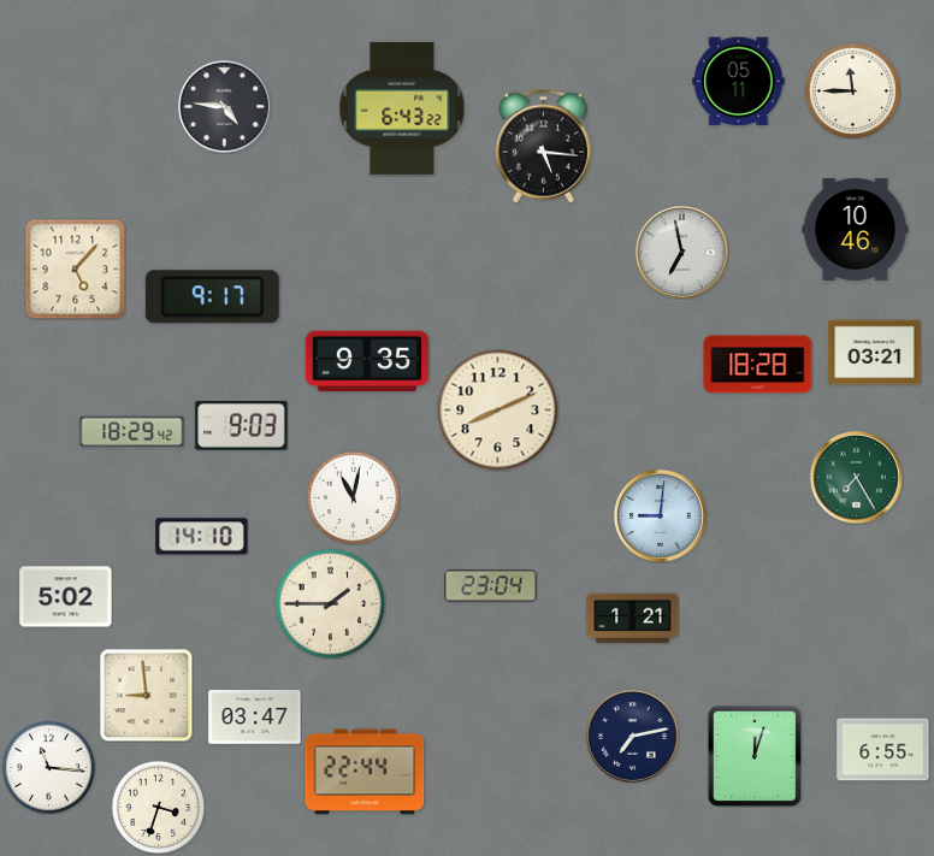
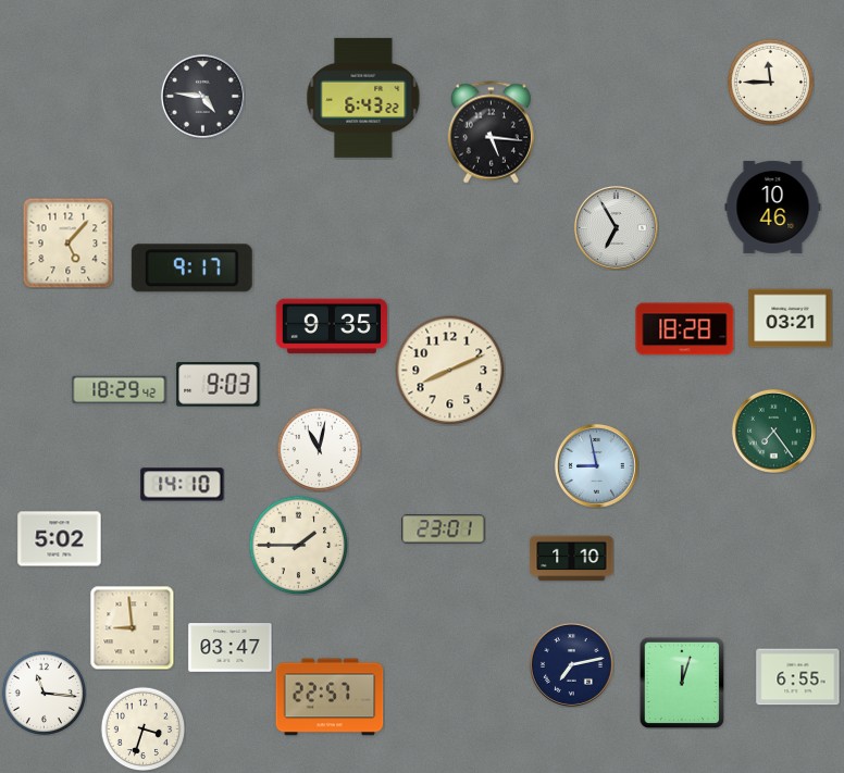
clock at (739, 82): 05:11 -> none
clock at (681, 252): 6:58 -> 6:55
clock at (856, 477): 7:25 -> 7:24
clock at (660, 515): 9:01 -> 8:58
clock at (491, 586): 23:04 -> 23:01
clock at (633, 619): 1:21 -> 1:10
clock at (365, 772): 22:44 -> 22:57
